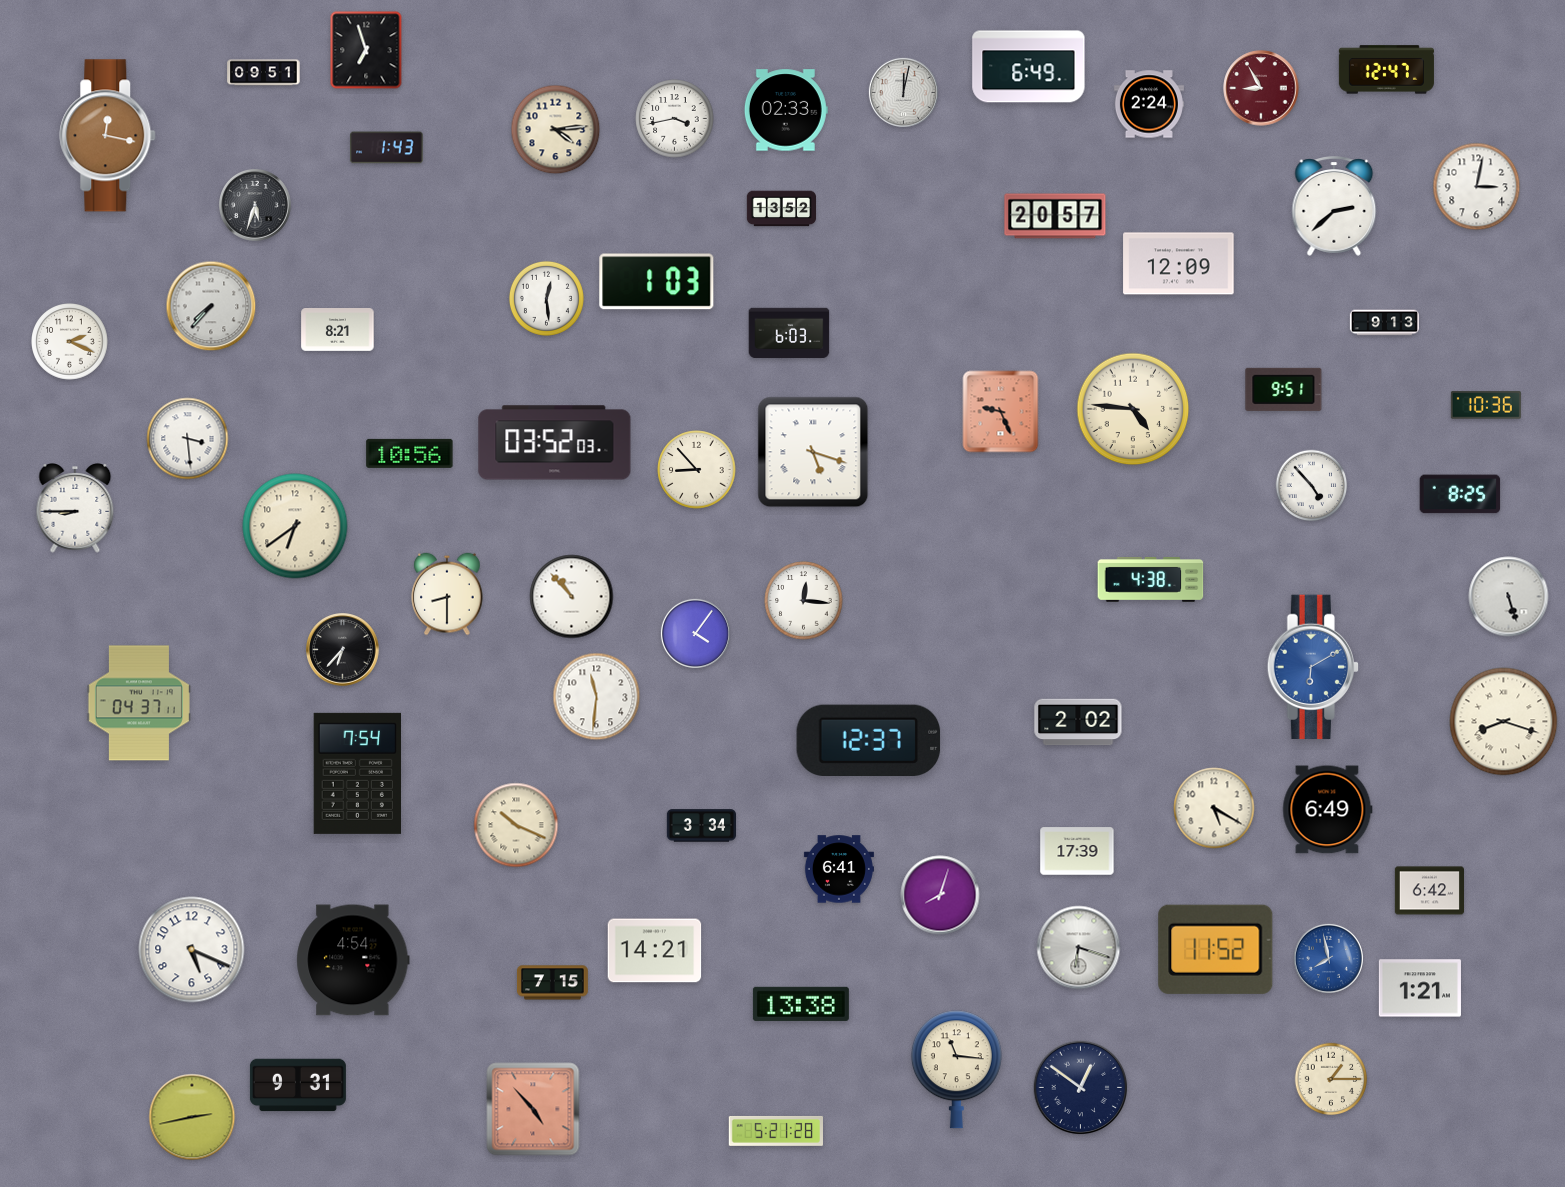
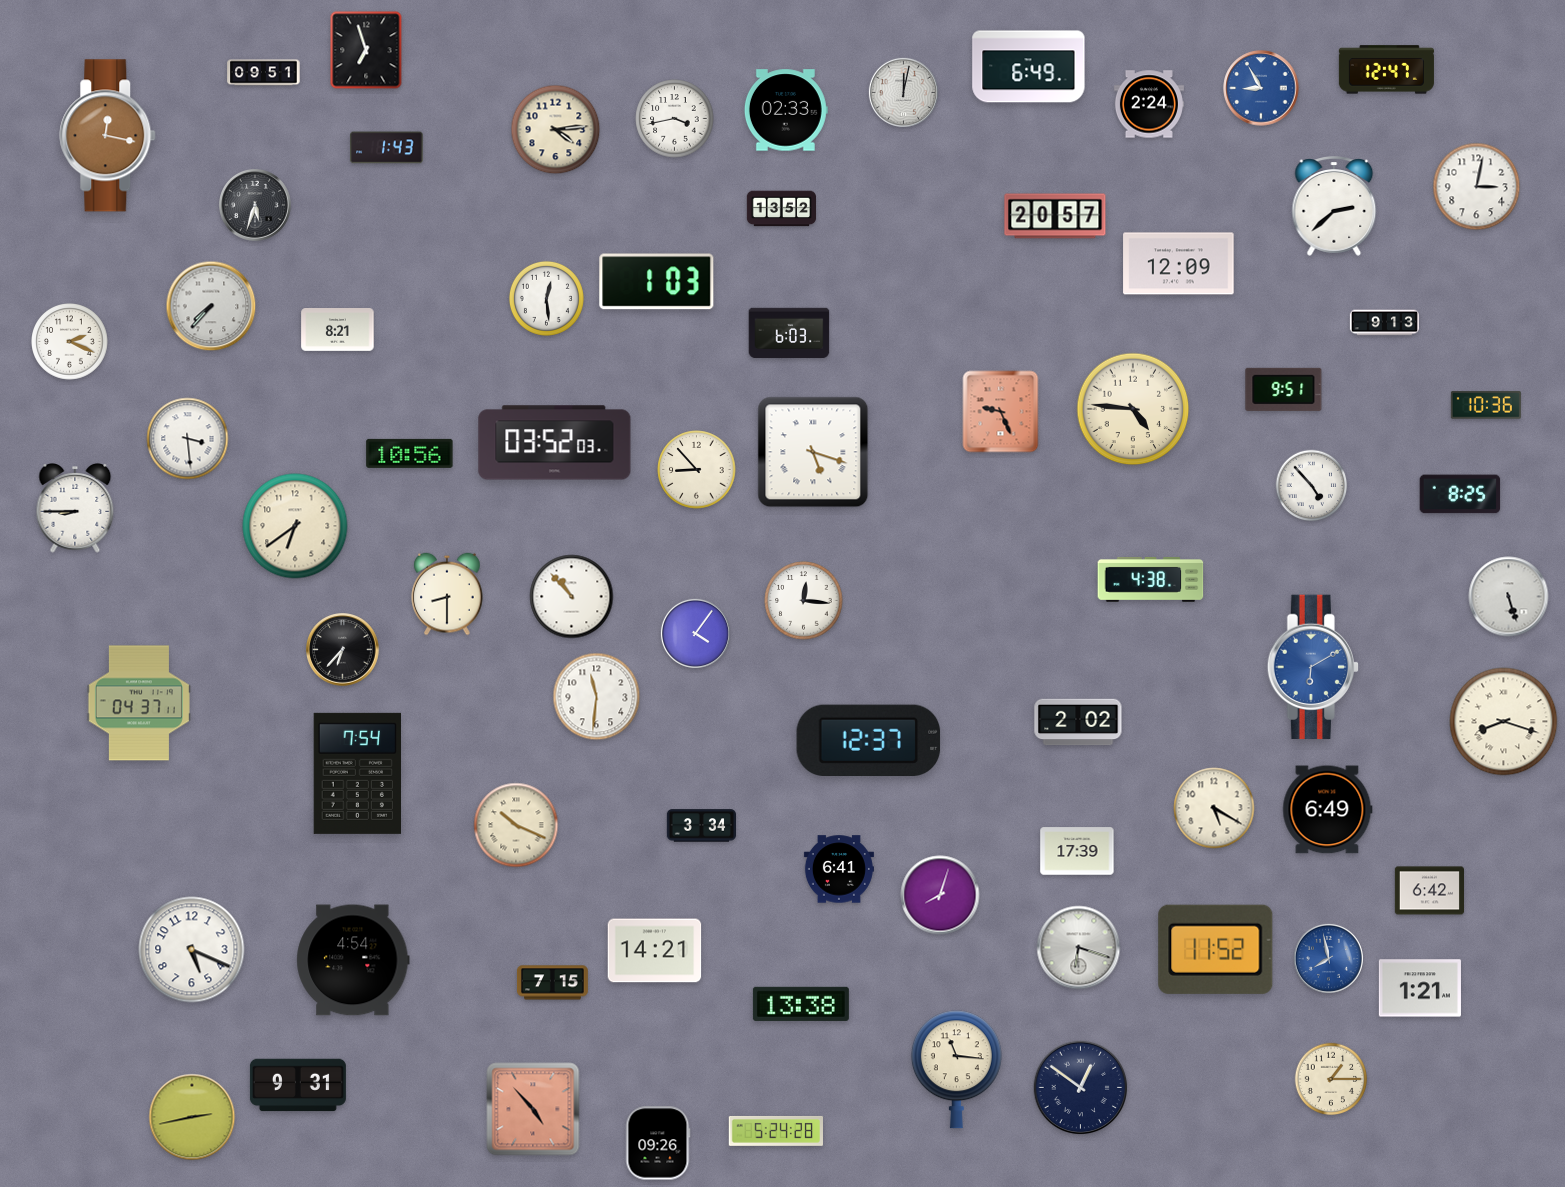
clock at (1261, 88) dial: burgundy -> blue
clock at (776, 1131): 5:21 -> 5:24
clock at (658, 1143): none -> 09:26
